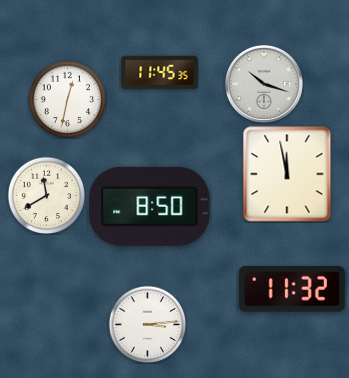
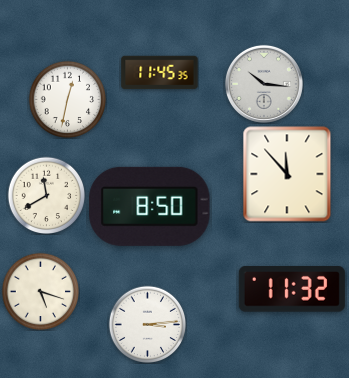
clock at (264, 84): 10:18 -> 10:16
clock at (287, 174): 11:58 -> 11:53
clock at (40, 291): none -> 5:18
